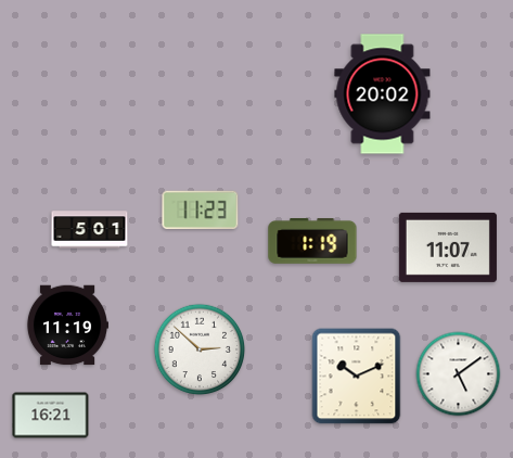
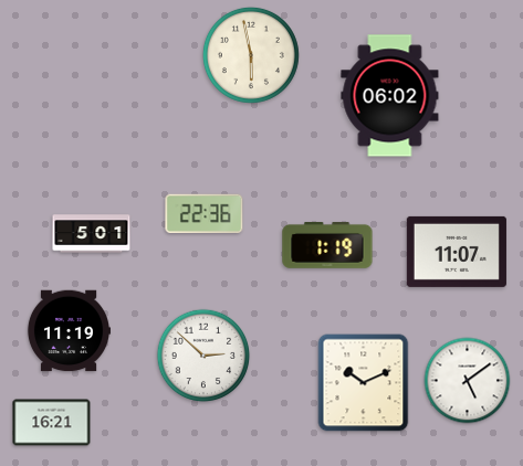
clock at (251, 55): none -> 5:58
clock at (383, 94): 20:02 -> 06:02
clock at (201, 209): 11:23 -> 22:36
clock at (312, 242) position: (312, 242) -> (327, 246)
